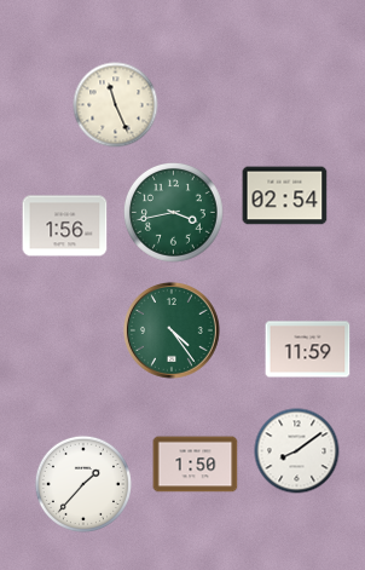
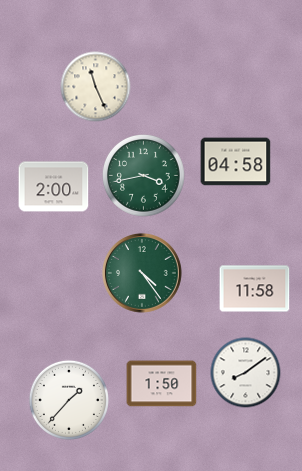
clock at (285, 196): 02:54 -> 04:58
clock at (65, 226): 1:56 -> 2:00
clock at (308, 350): 11:59 -> 11:58
